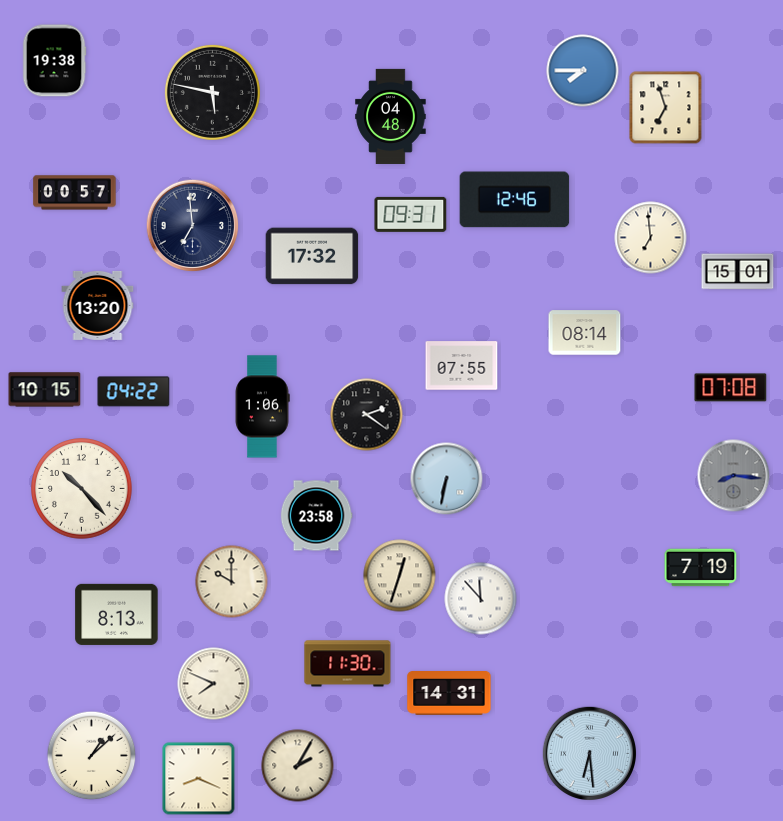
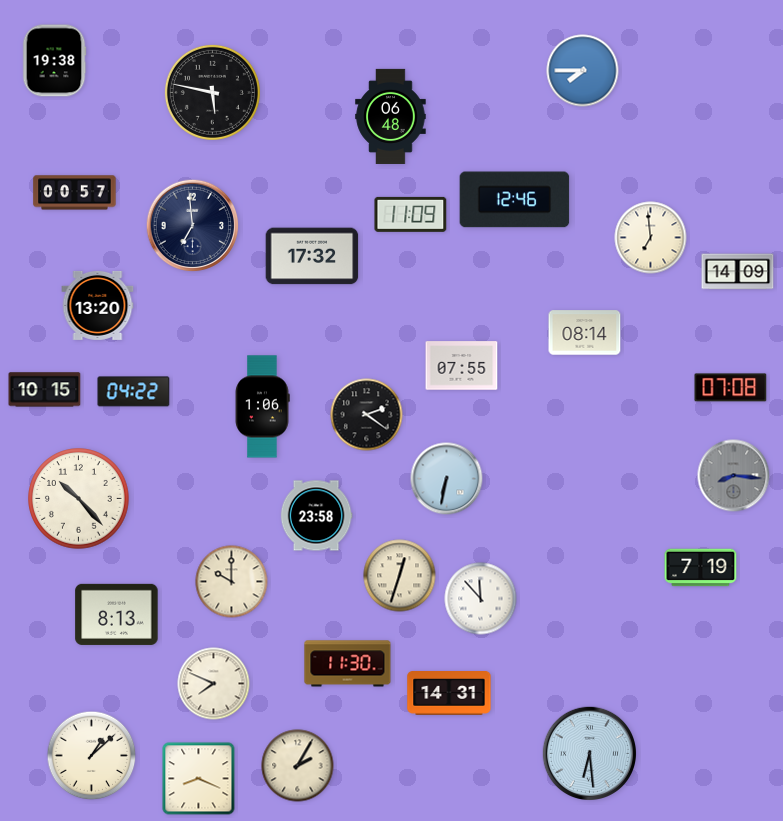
clock at (666, 108): 6:57 -> none
clock at (391, 116): 04:48 -> 06:48
clock at (411, 214): 09:31 -> 11:09
clock at (738, 272): 15:01 -> 14:09
clock at (82, 489) position: (82, 489) -> (79, 499)
